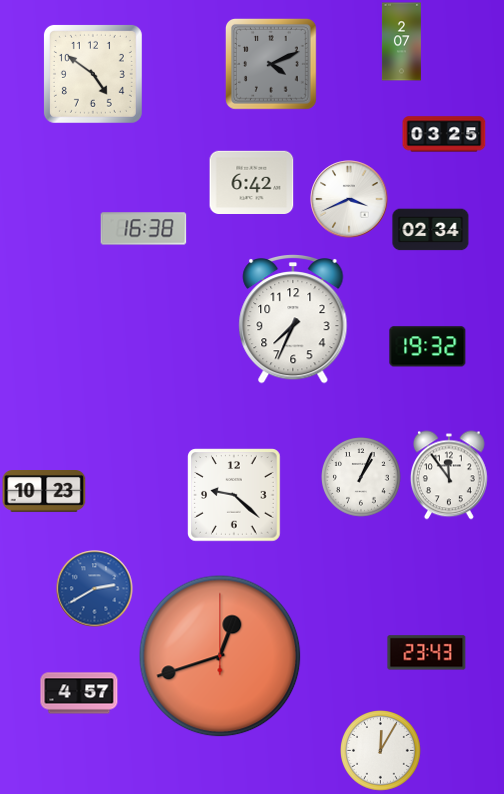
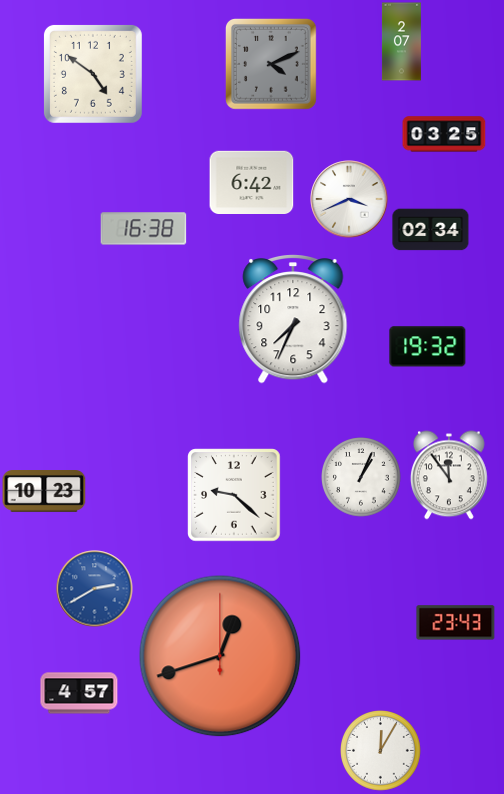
clock at (427, 653) position: (427, 653) -> (456, 623)
